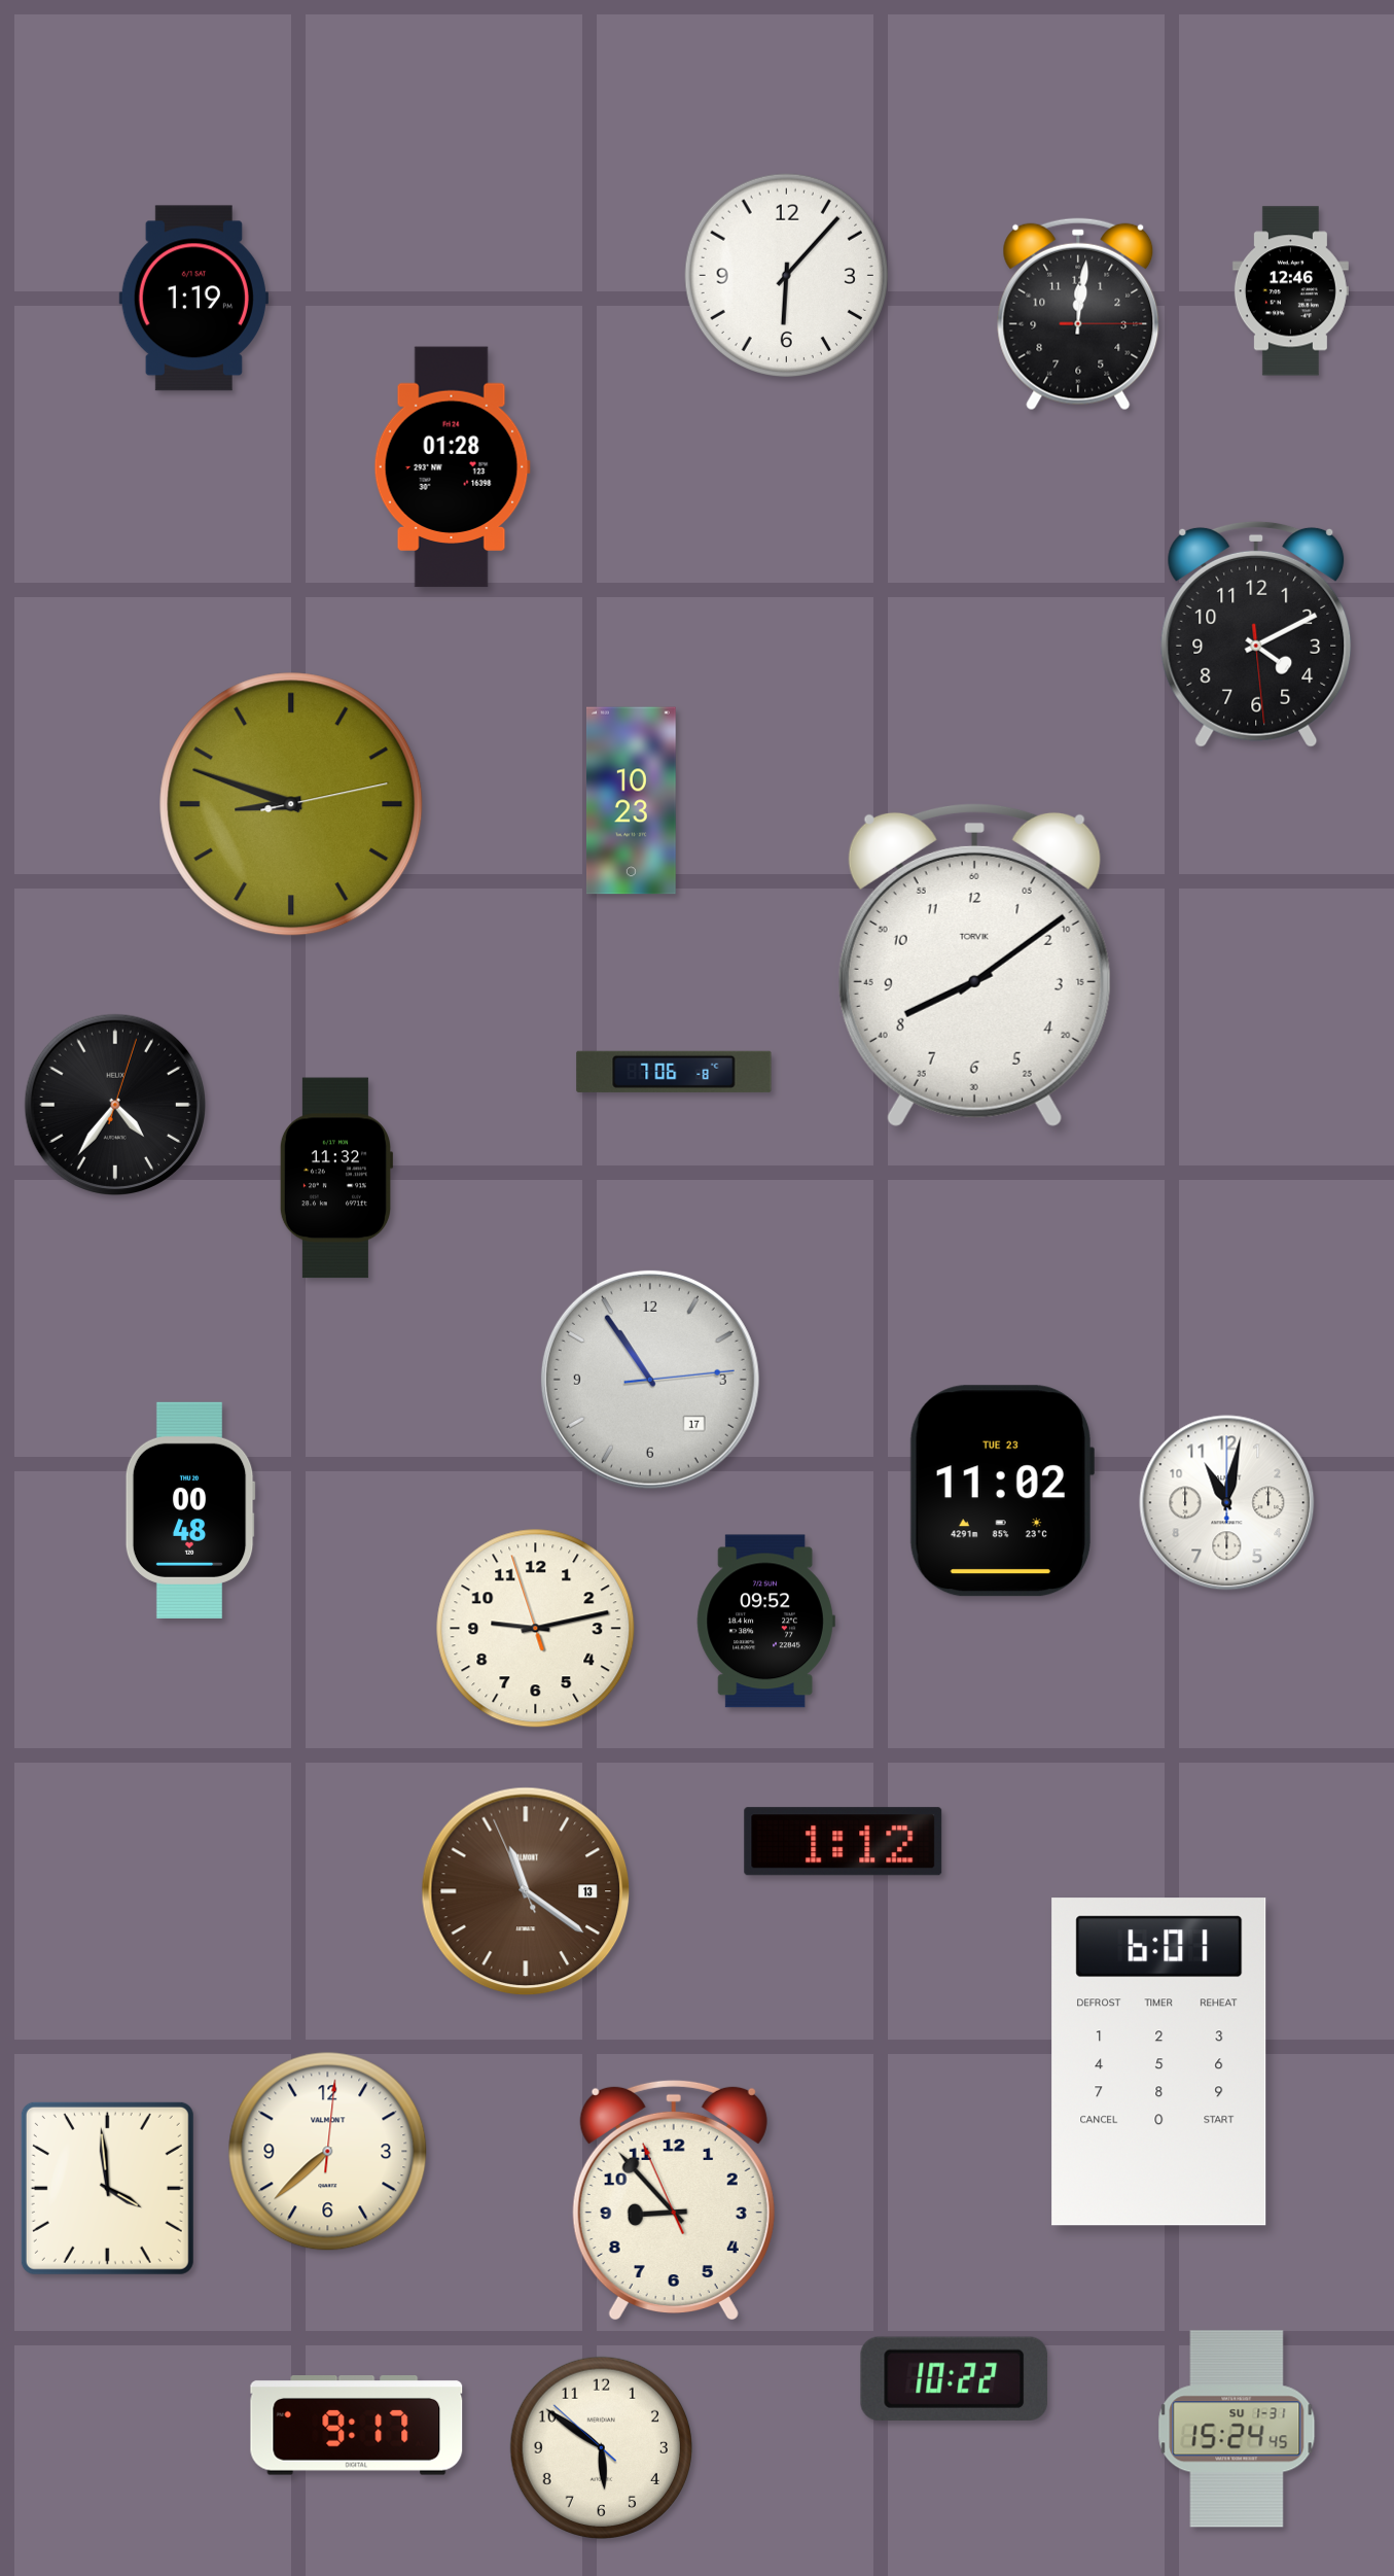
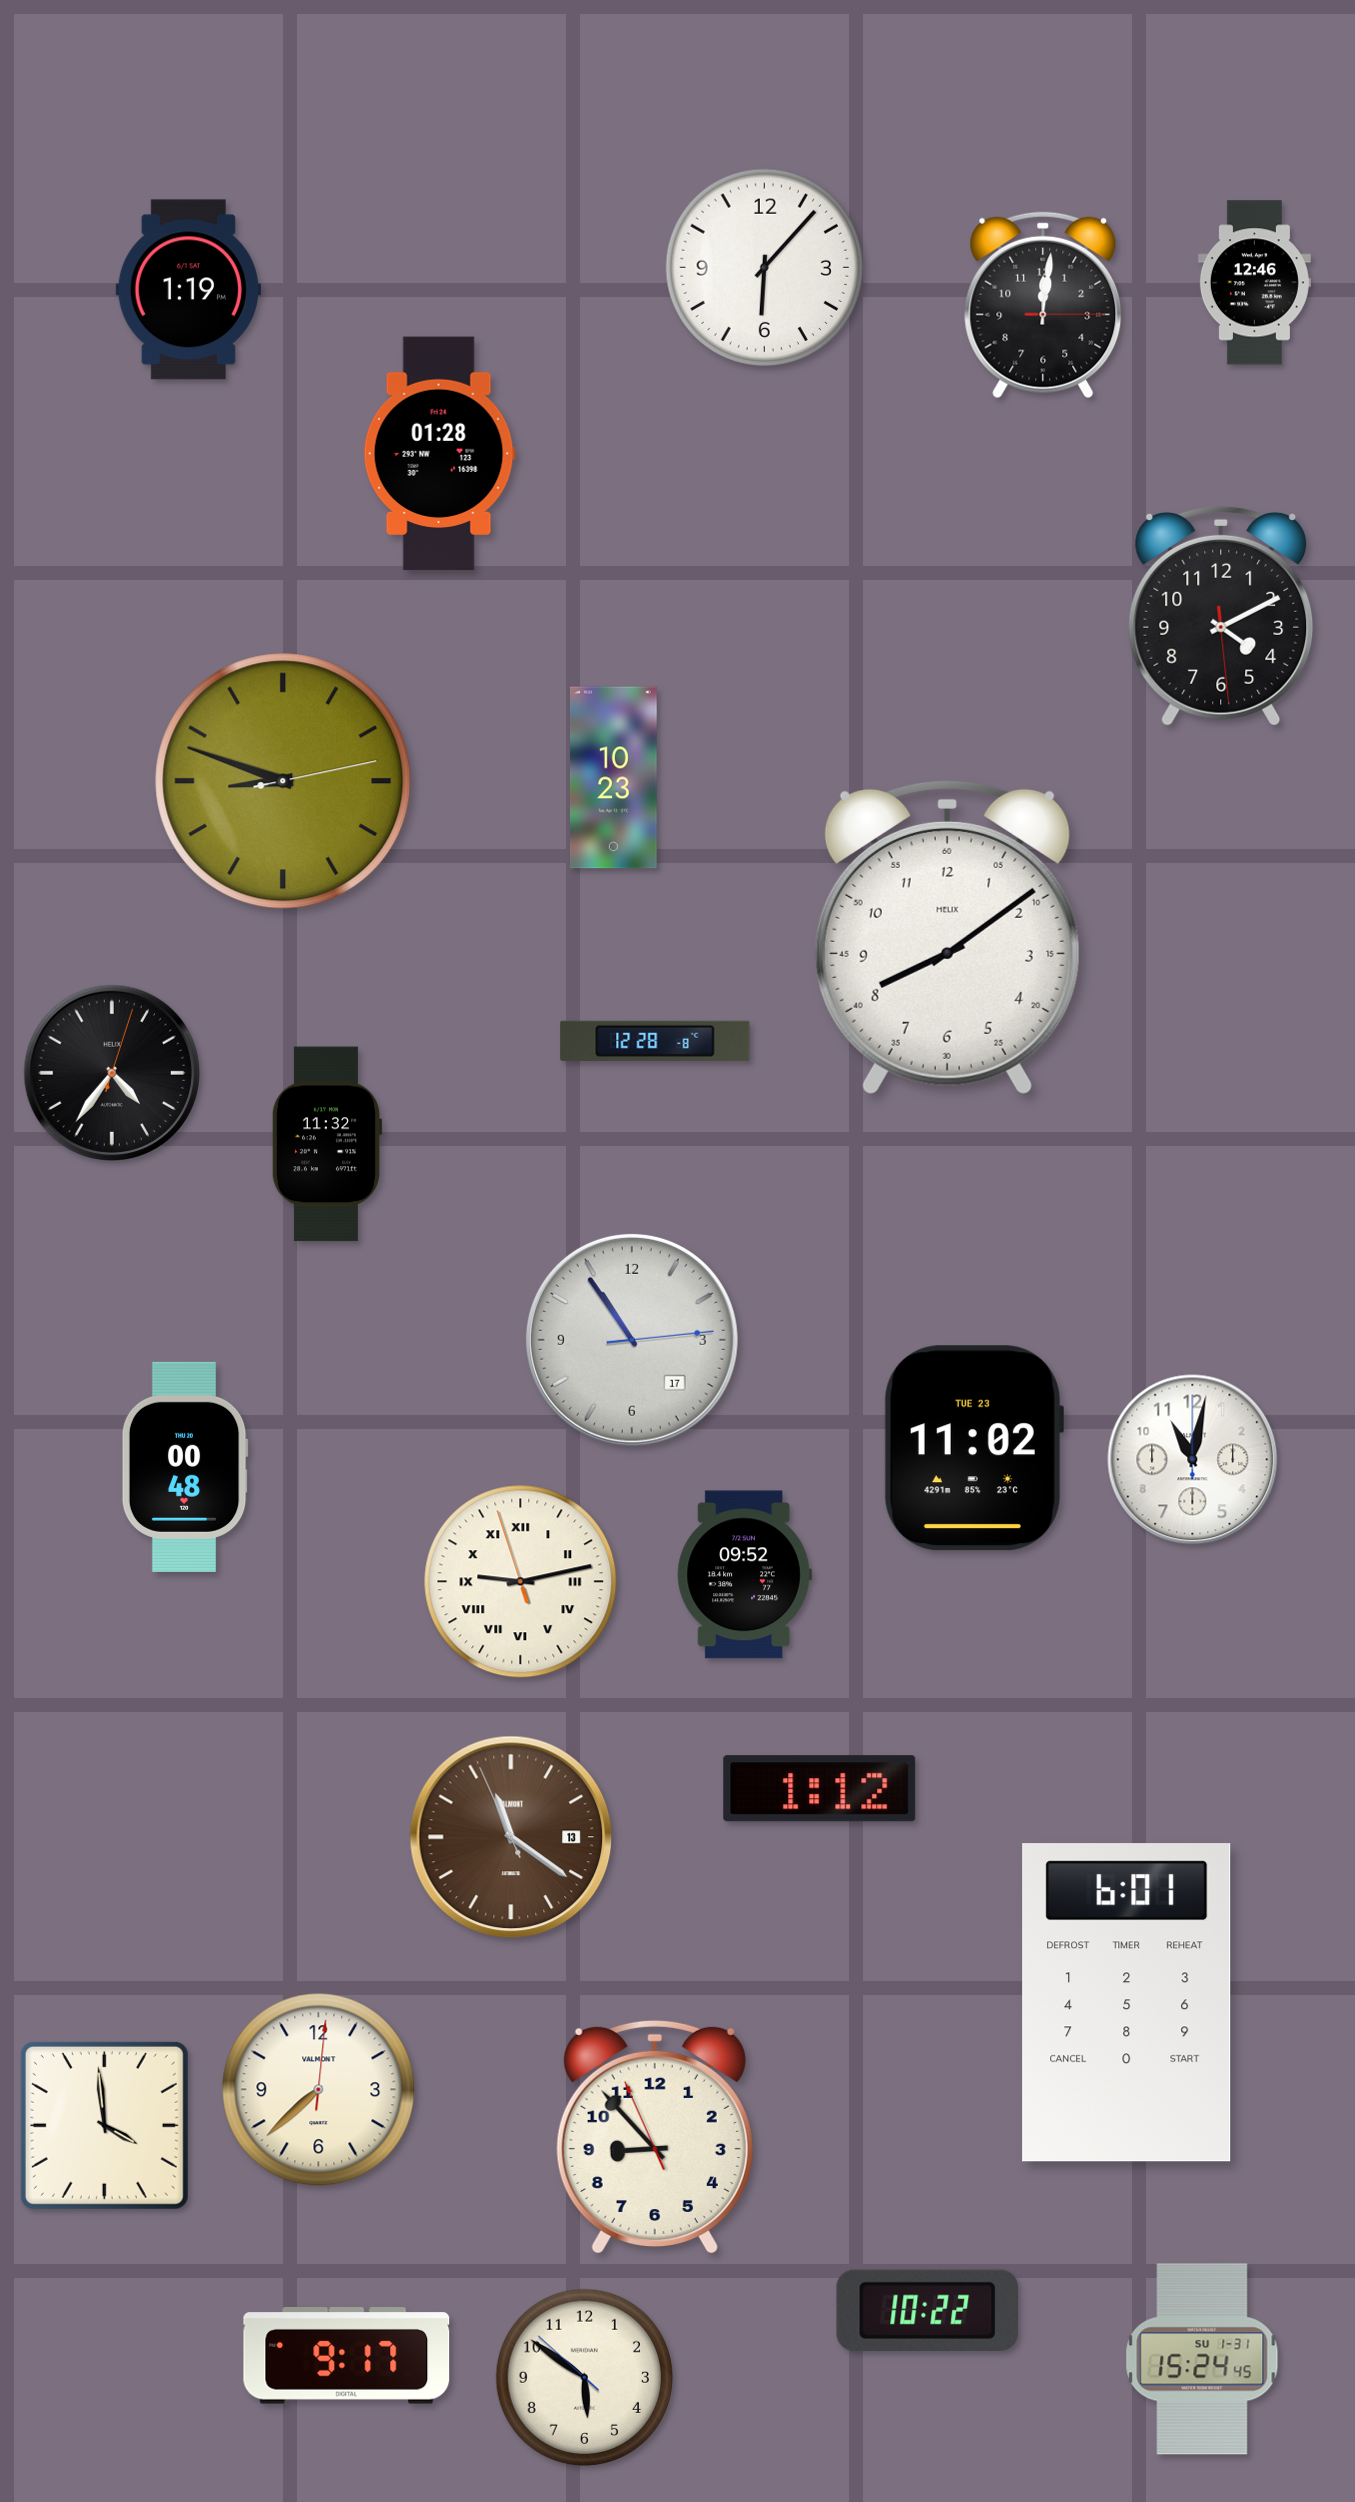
clock at (1078, 314) position: (1078, 314) -> (1043, 305)
clock at (974, 965) brand: TORVIK -> HELIX
clock at (674, 1072): 7:06 -> 12:28
clock at (536, 1629) numerals: Arabic -> Roman
